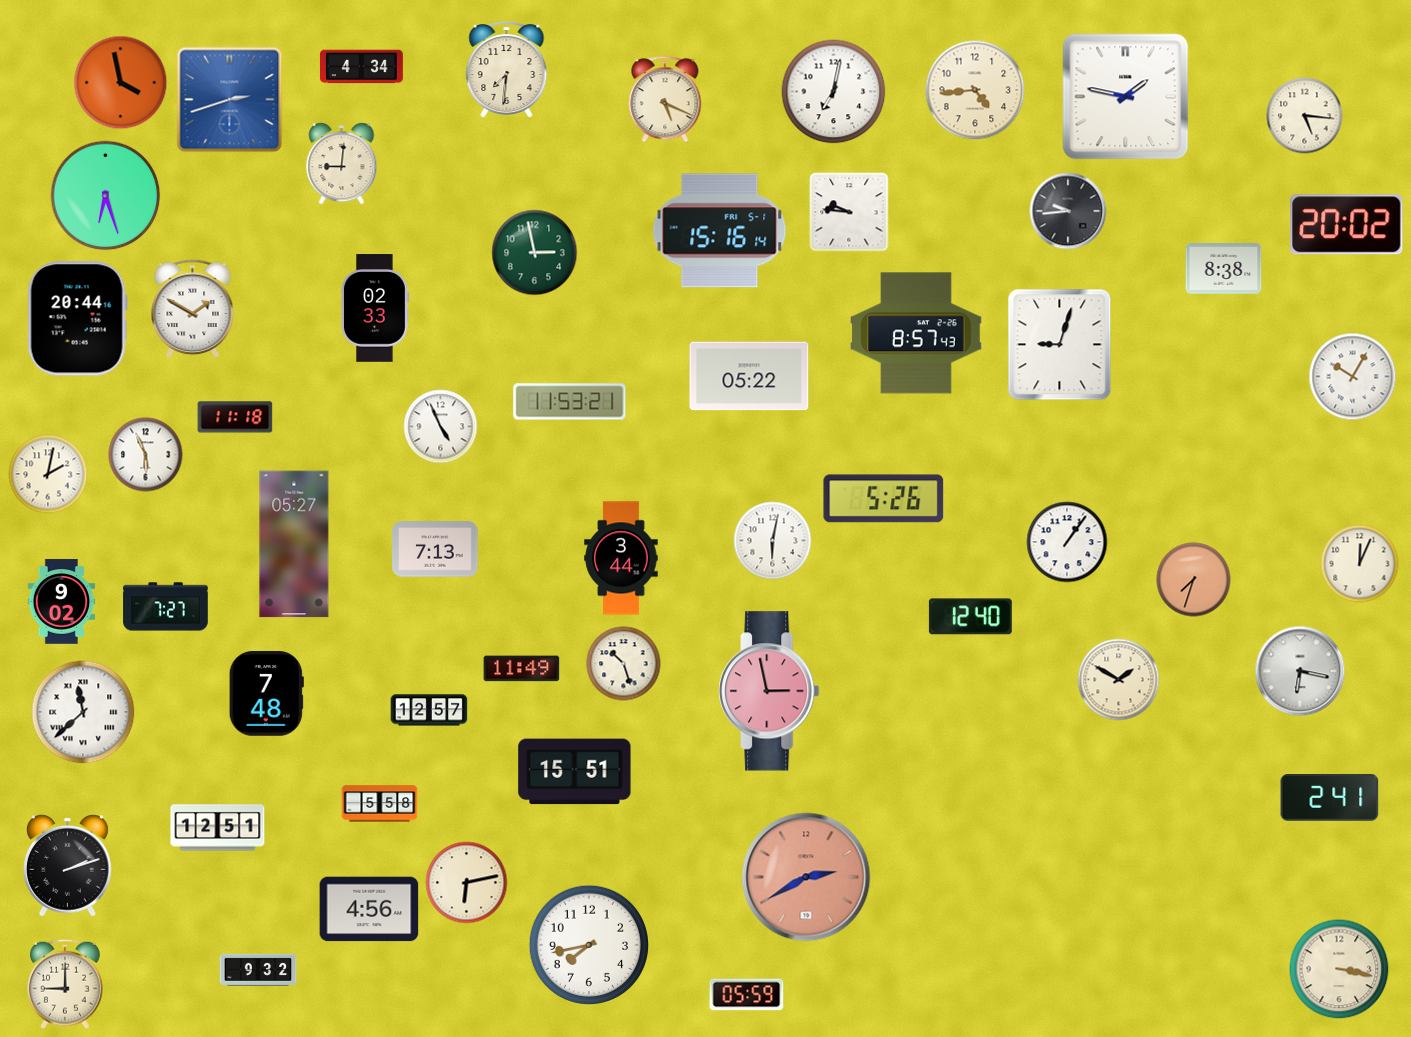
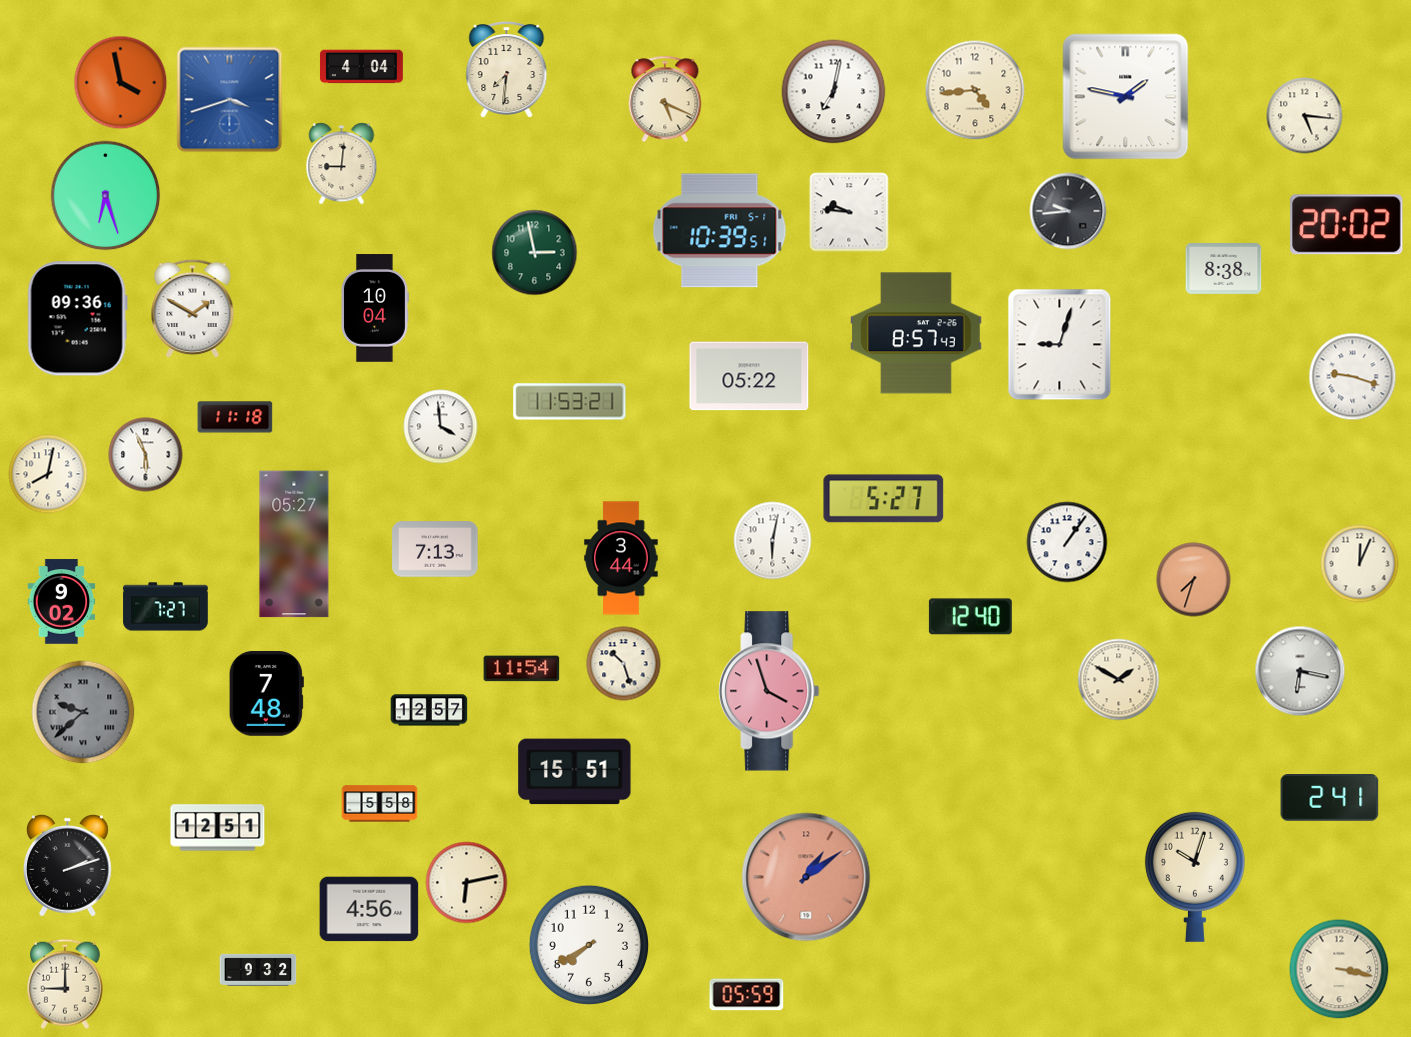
clock at (361, 67): 4:34 -> 4:04
clock at (230, 100): 2:42 -> 3:42
clock at (720, 231): 15:16 -> 10:39
clock at (375, 308): 02:33 -> 10:04
clock at (77, 319): 20:44 -> 09:36
clock at (1353, 377): 10:05 -> 9:18
clock at (441, 427): 4:56 -> 3:59
clock at (48, 474): 2:02 -> 8:02
clock at (884, 499): 5:26 -> 5:27
clock at (522, 669): 11:49 -> 11:54
clock at (769, 691): 2:58 -> 3:57
clock at (83, 712): 11:38 -> 9:38
clock at (83, 712) dial: white -> grey
clock at (806, 877): 2:40 -> 1:09
clock at (1195, 877): none -> 10:03
clock at (589, 945): 7:43 -> 7:40
